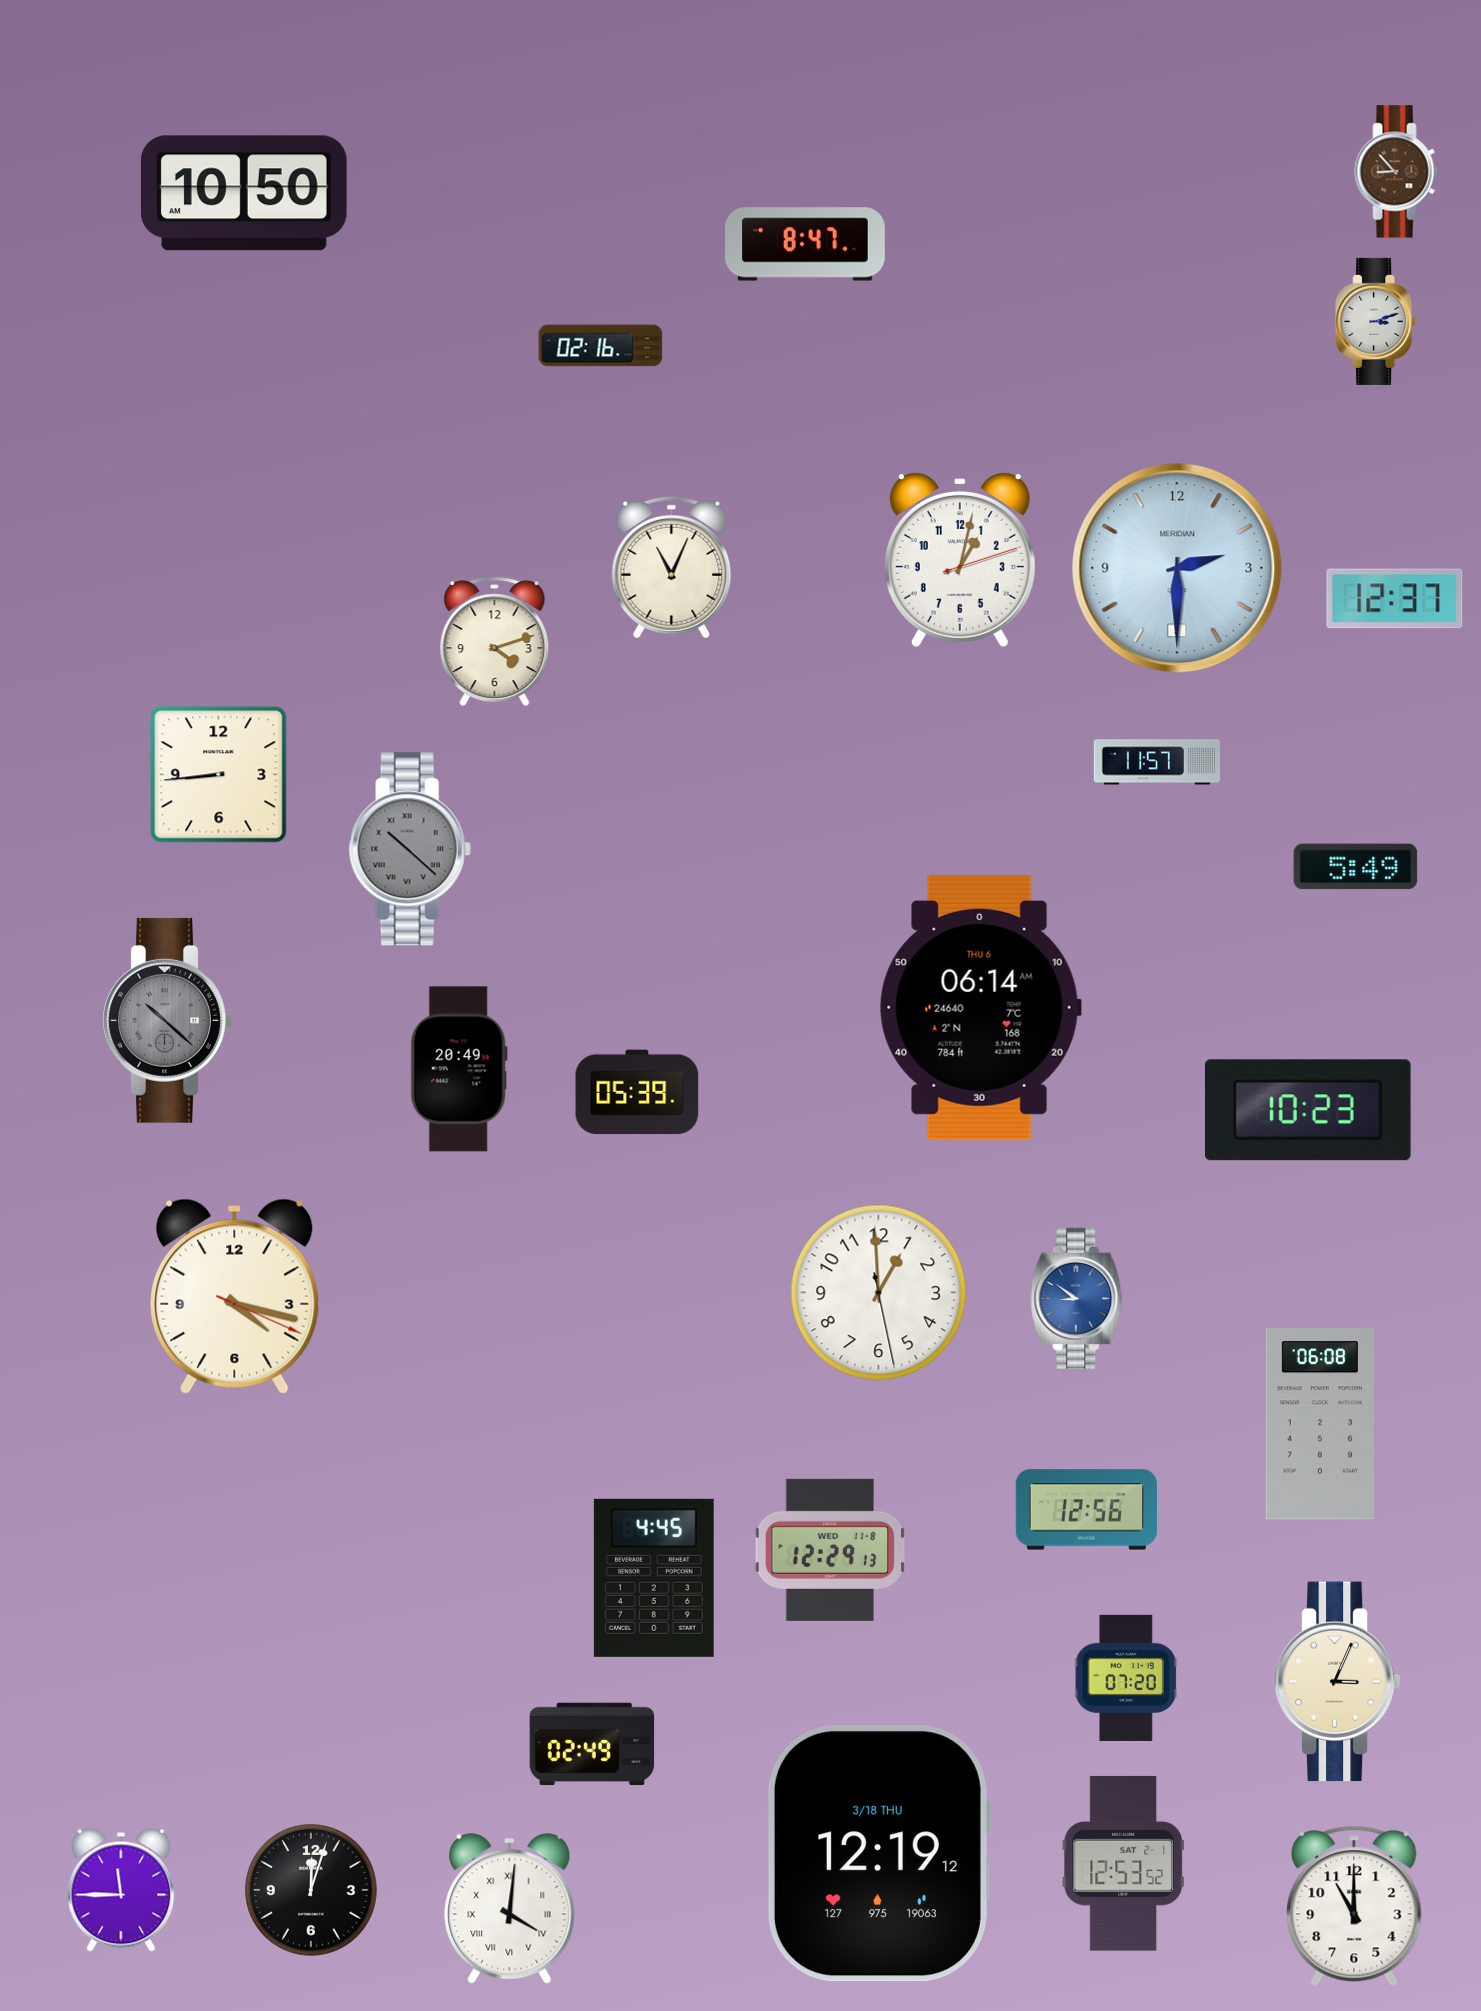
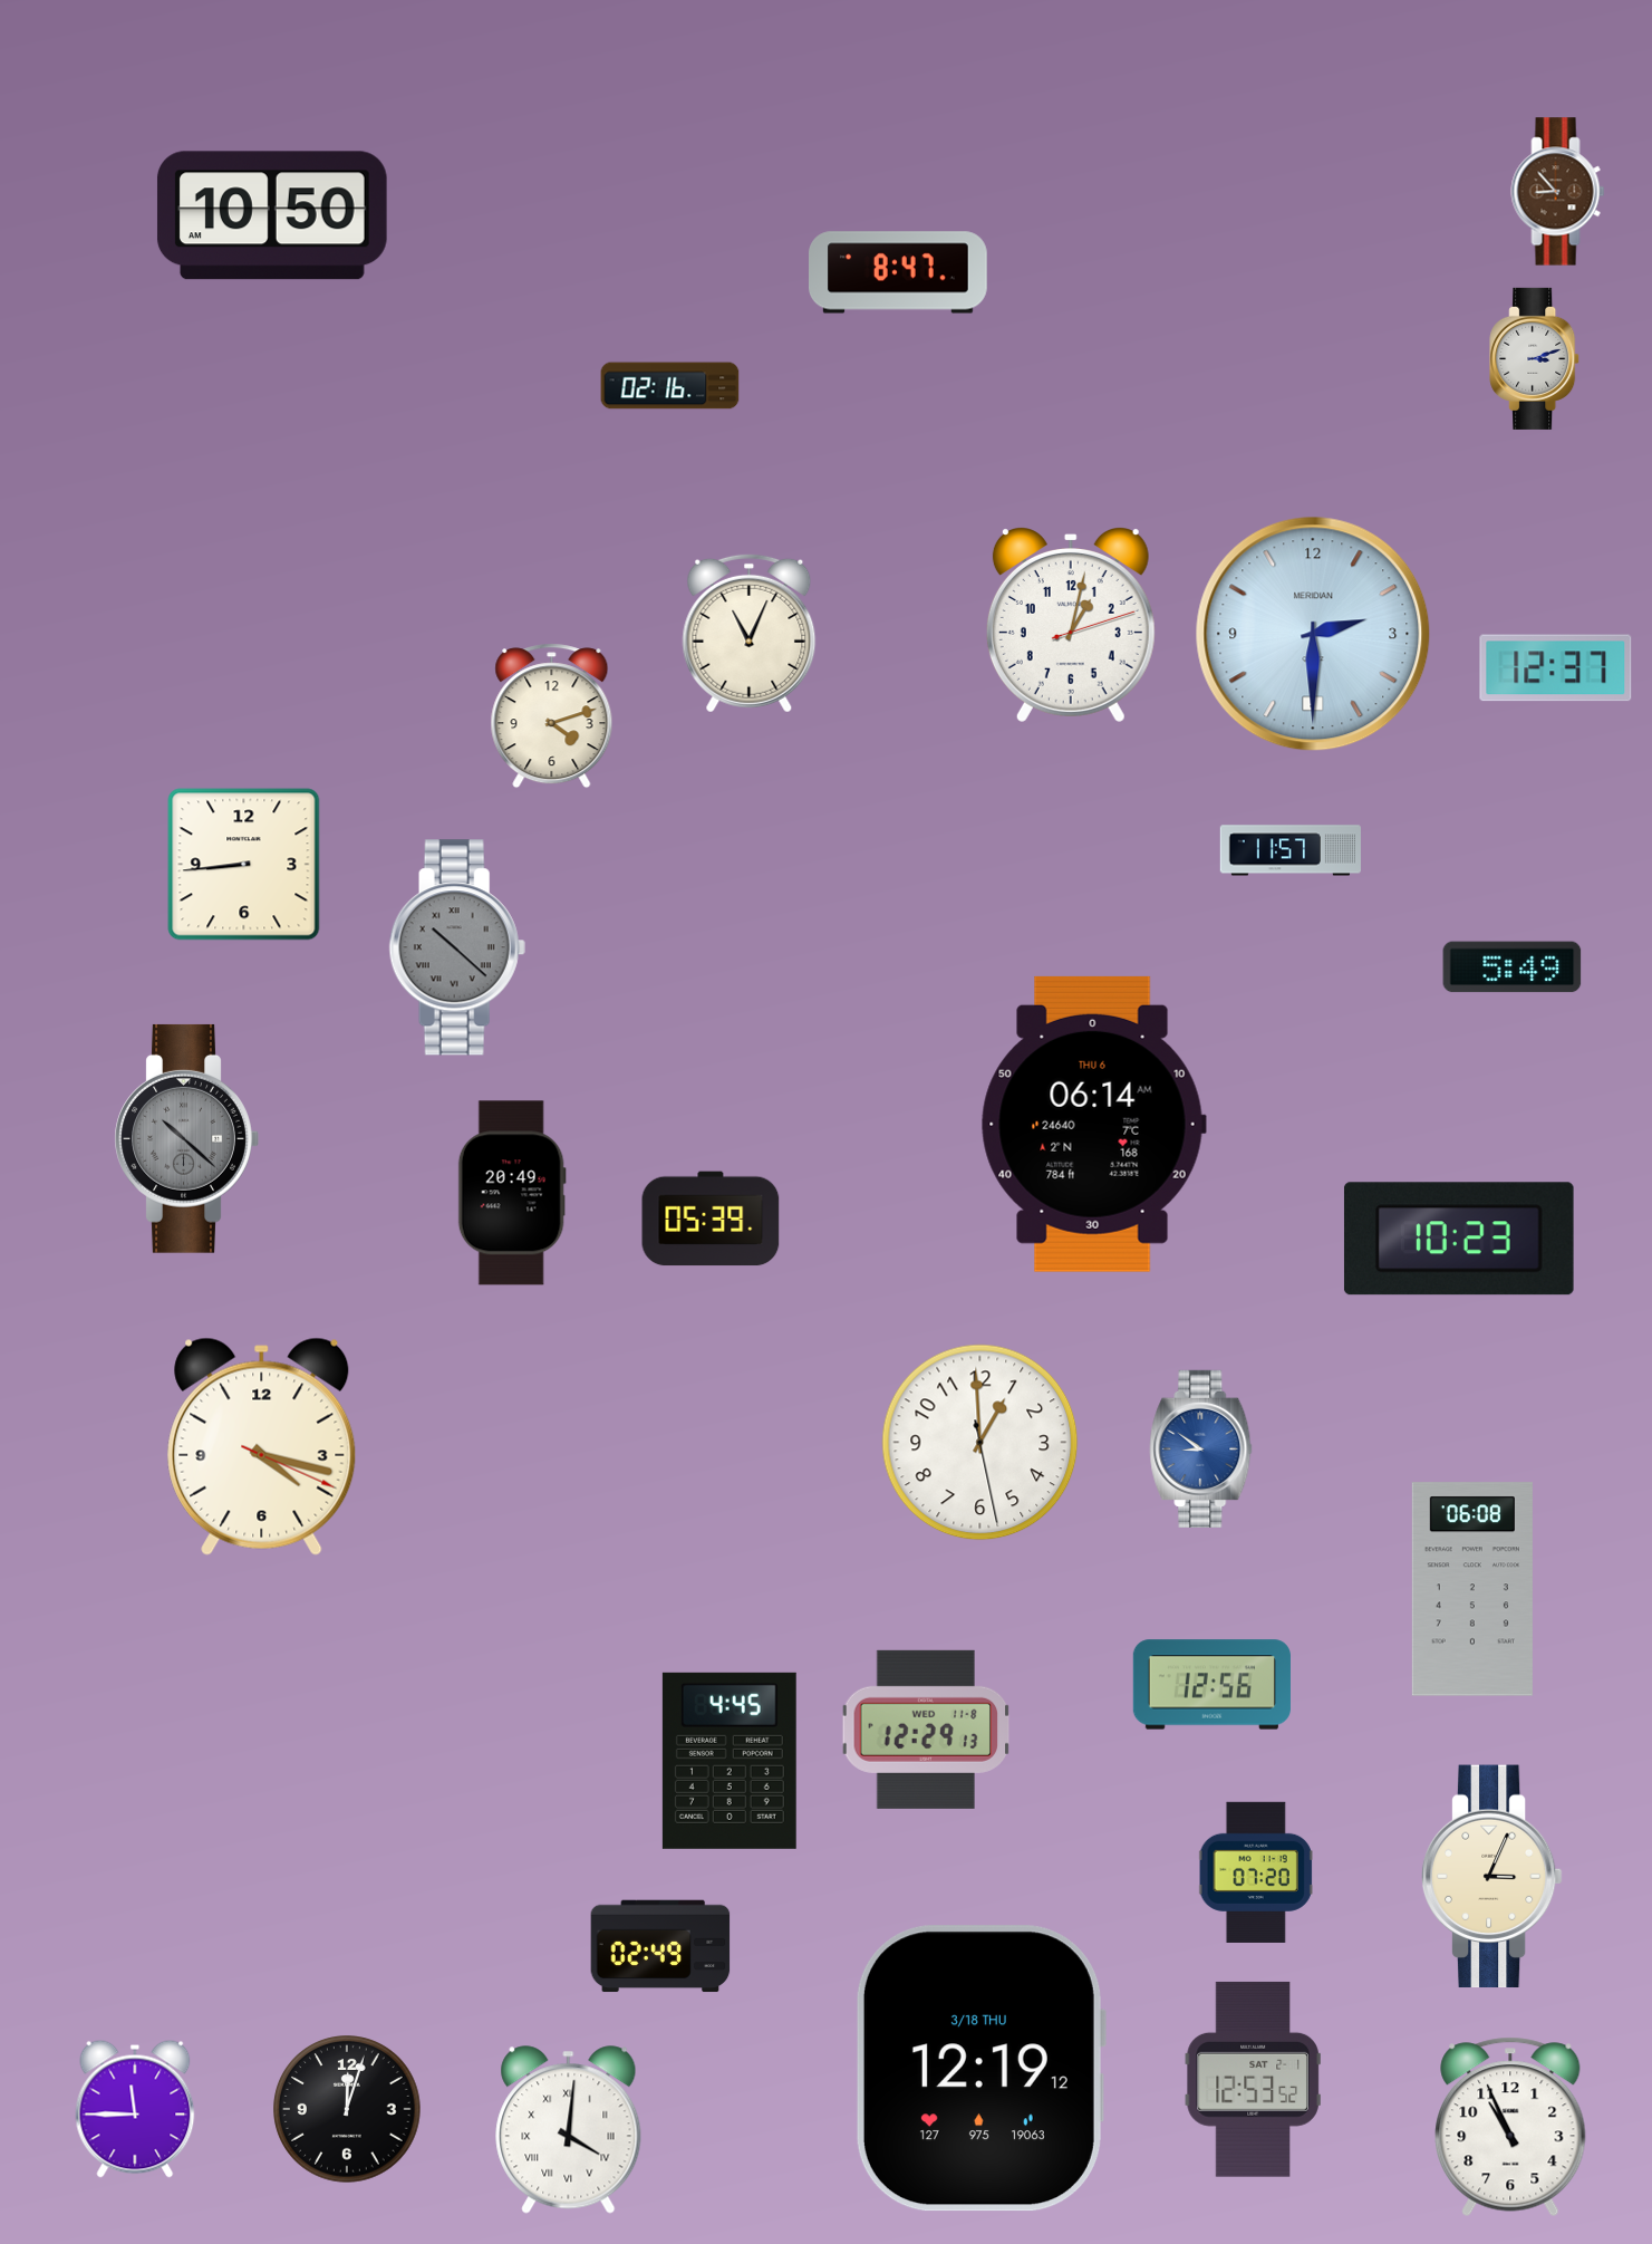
clock at (1354, 1906): 11:00 -> 10:56
